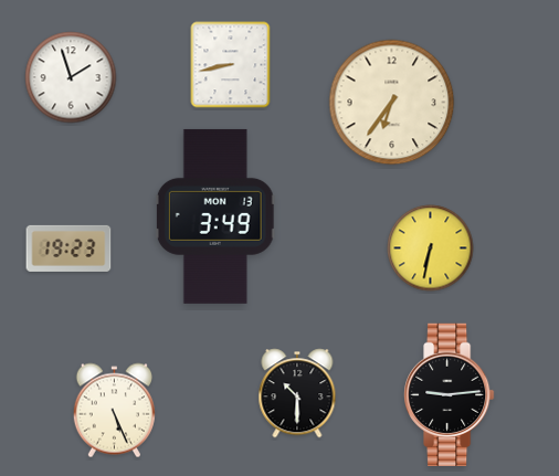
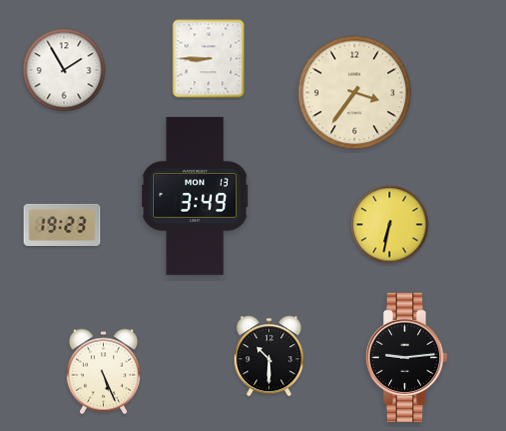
clock at (231, 65): 8:43 -> 8:45
clock at (71, 77): 1:57 -> 1:55
clock at (392, 103): 6:36 -> 3:36
